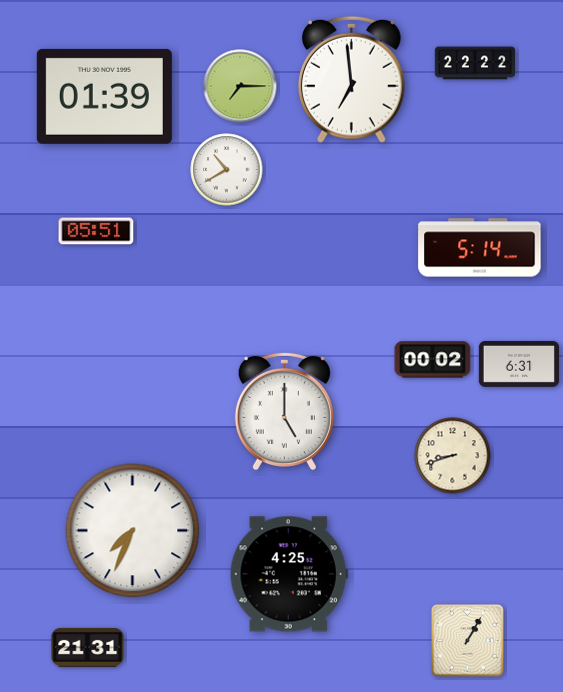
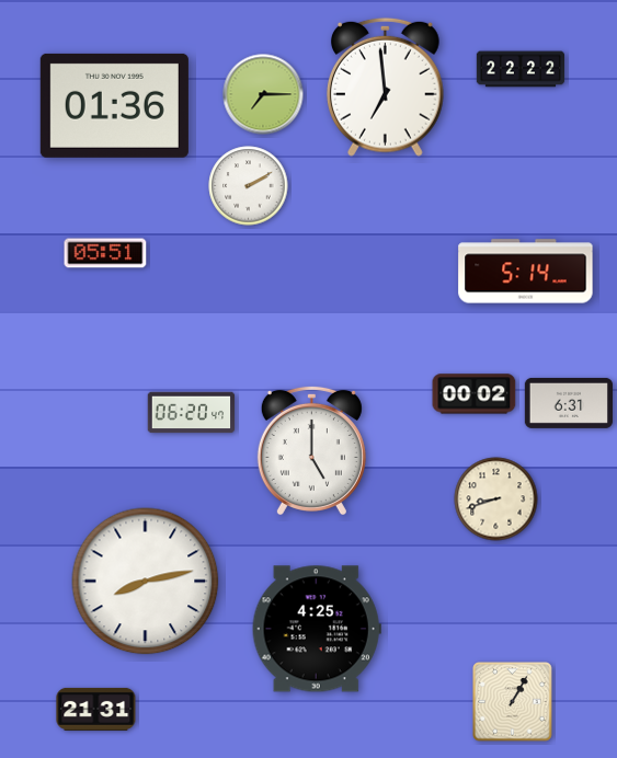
clock at (104, 96): 01:39 -> 01:36
clock at (227, 170): 10:40 -> 2:10
clock at (518, 364) position: (518, 364) -> (568, 403)
clock at (192, 413): none -> 06:20
clock at (133, 531): 7:34 -> 8:13
